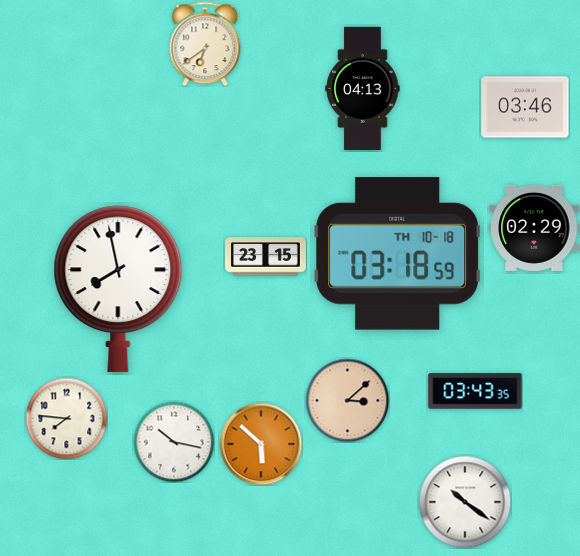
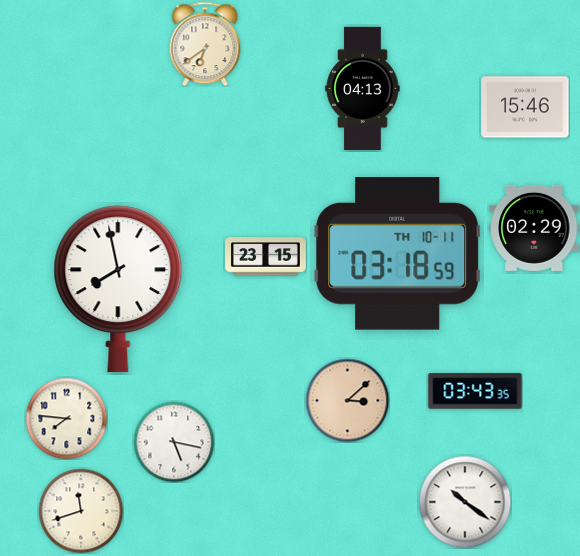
clock at (525, 107): 03:46 -> 15:46
clock at (398, 254) date: TH 10-18 -> TH 10-11
clock at (174, 442): 10:17 -> 5:17
clock at (261, 444): 5:52 -> none
clock at (81, 511): none -> 11:42
